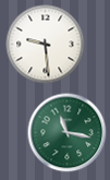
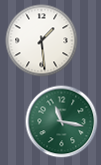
clock at (46, 45): 9:29 -> 1:29
